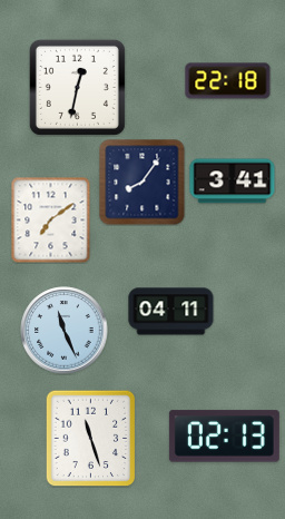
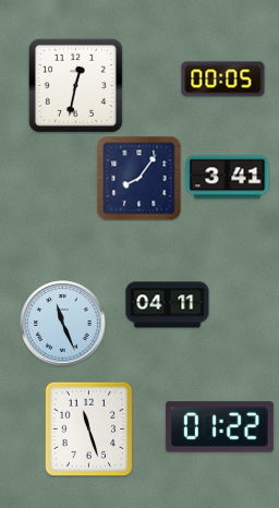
clock at (228, 81): 22:18 -> 00:05
clock at (51, 219): 7:09 -> none
clock at (224, 437): 02:13 -> 01:22
